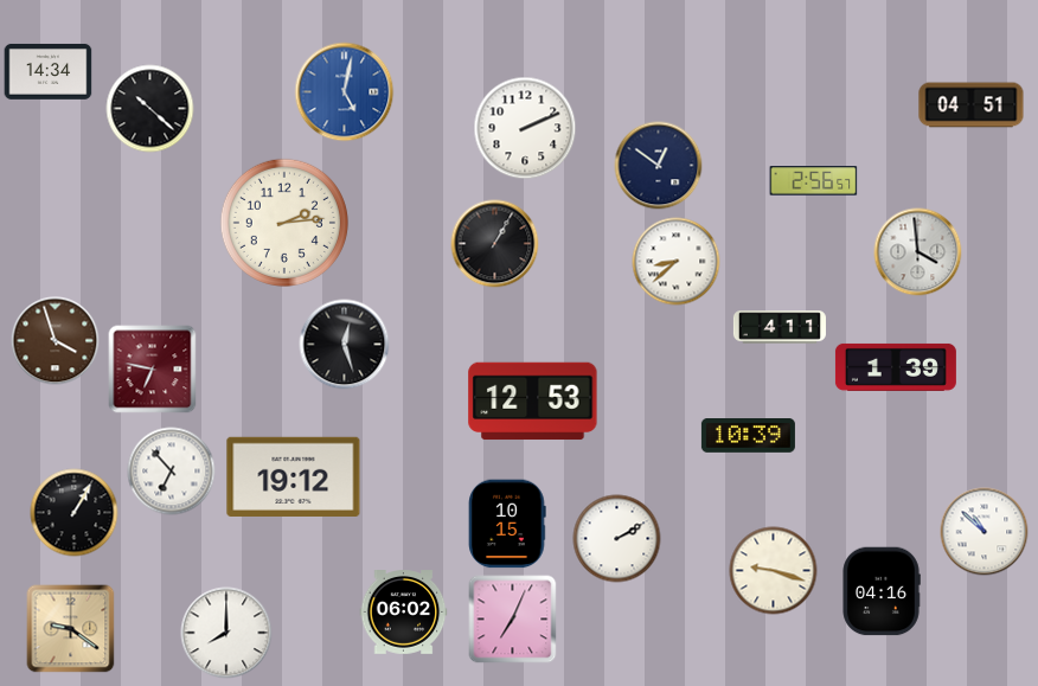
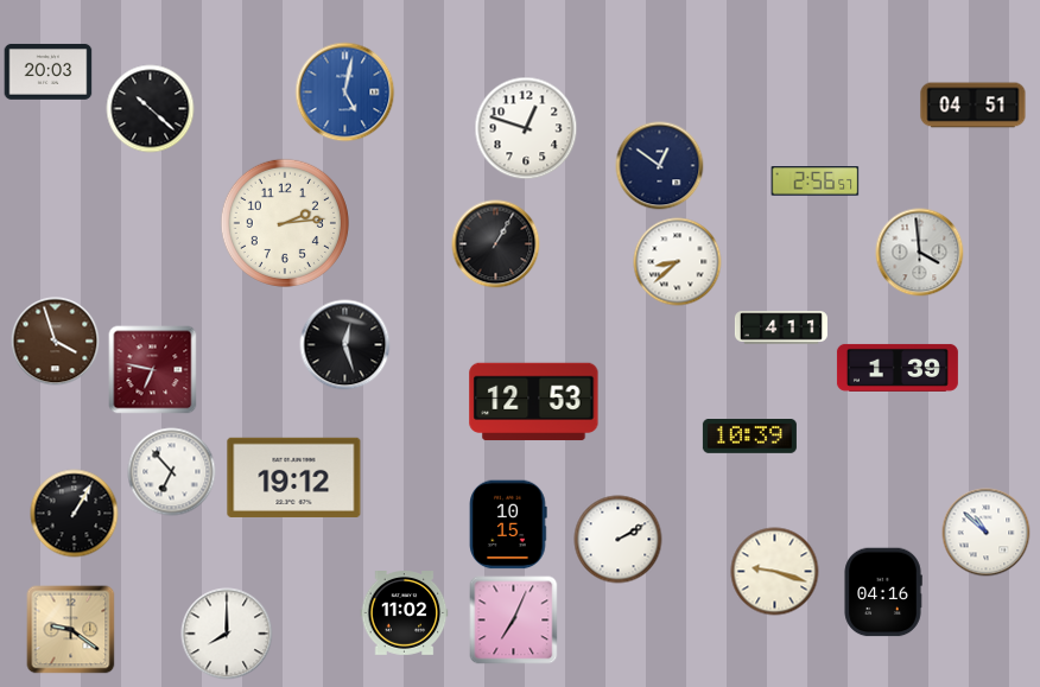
clock at (49, 72): 14:34 -> 20:03
clock at (525, 128): 2:11 -> 12:48
clock at (404, 613): 06:02 -> 11:02
